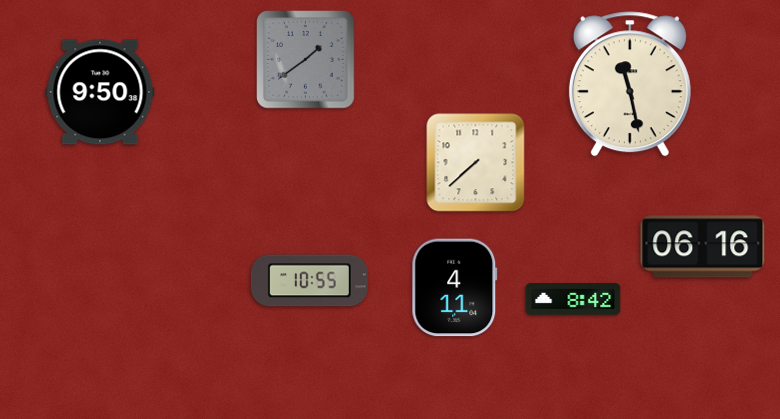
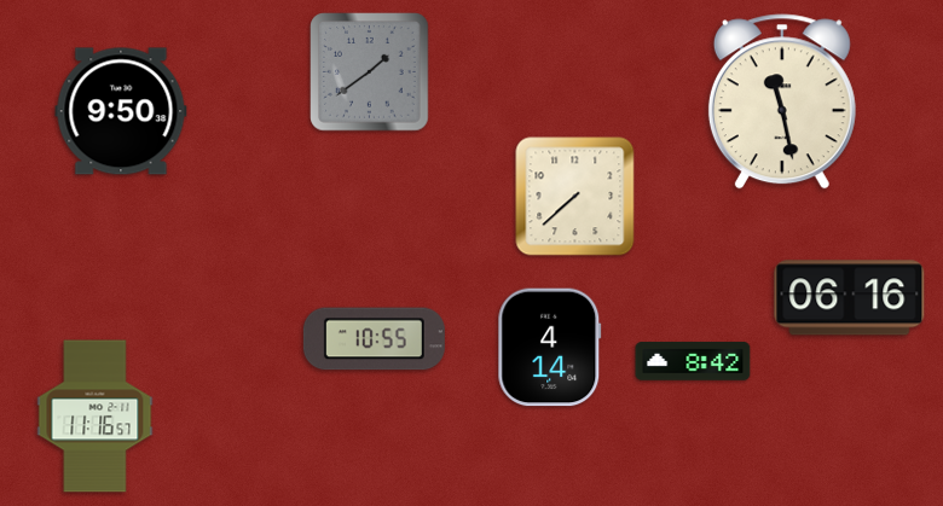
clock at (630, 84) position: (630, 84) -> (782, 101)
clock at (455, 288): 4:11 -> 4:14
clock at (96, 417): none -> 11:16
